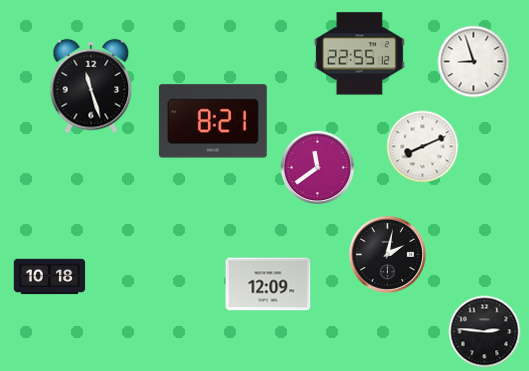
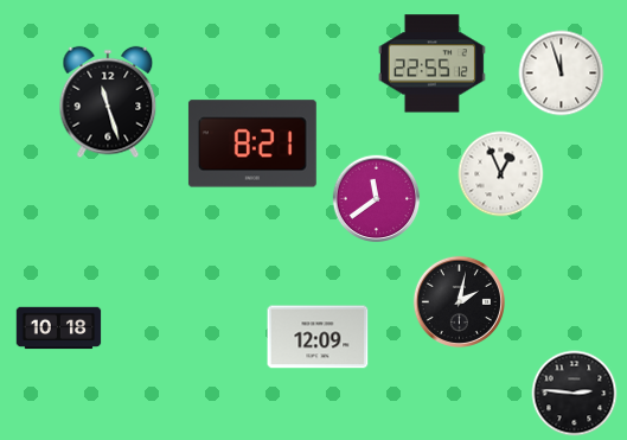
clock at (359, 54) position: (359, 54) -> (431, 64)
clock at (474, 62): 8:57 -> 11:57
clock at (423, 147): 8:11 -> 12:56
